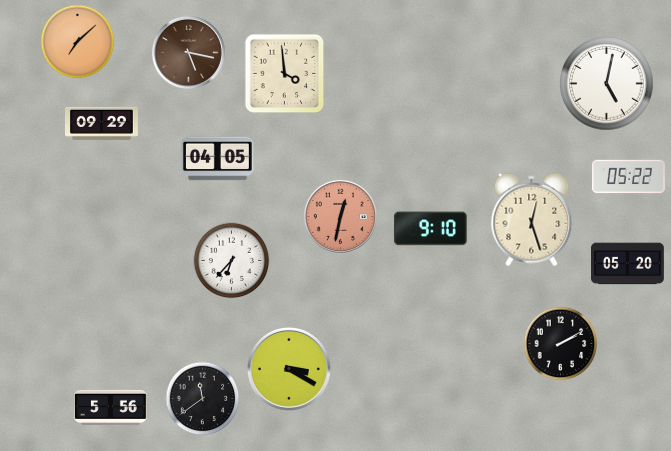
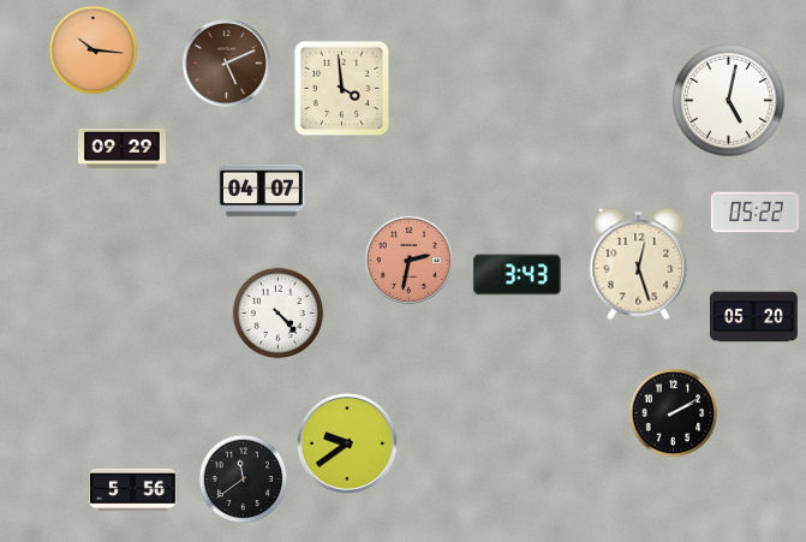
clock at (78, 42): 7:08 -> 10:16
clock at (188, 52): 5:17 -> 5:11
clock at (217, 159): 04:05 -> 04:07
clock at (340, 216): 12:32 -> 2:32
clock at (430, 229): 9:10 -> 3:43
clock at (232, 261): 6:37 -> 4:23
clock at (289, 369): 3:20 -> 9:39
